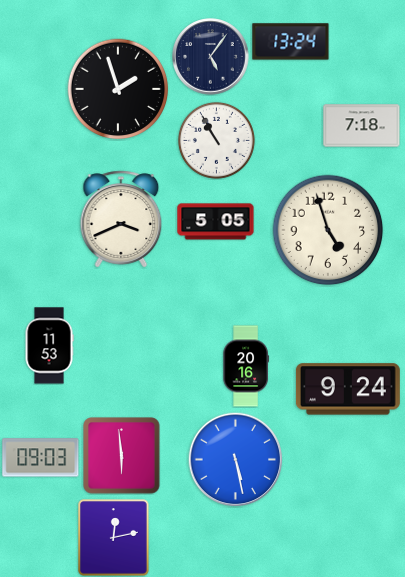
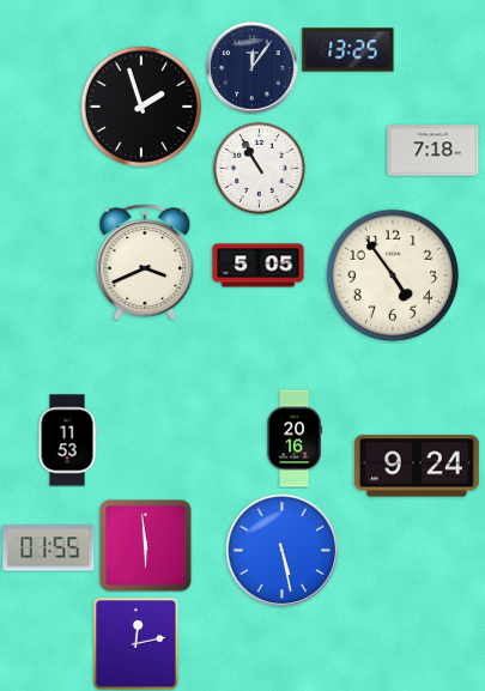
clock at (291, 42): 13:24 -> 13:25
clock at (211, 57): 5:06 -> 12:06
clock at (328, 230): 4:57 -> 4:54
clock at (49, 346) position: (49, 346) -> (67, 441)
clock at (41, 458): 09:03 -> 01:55
